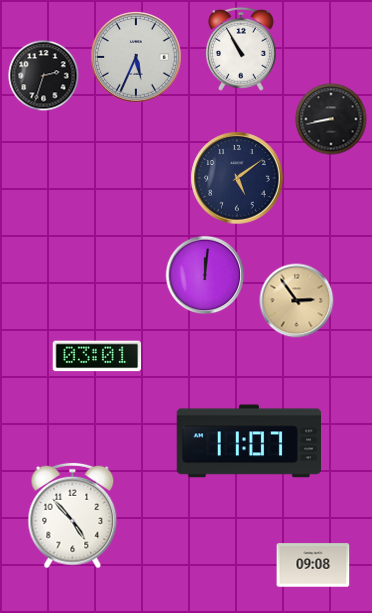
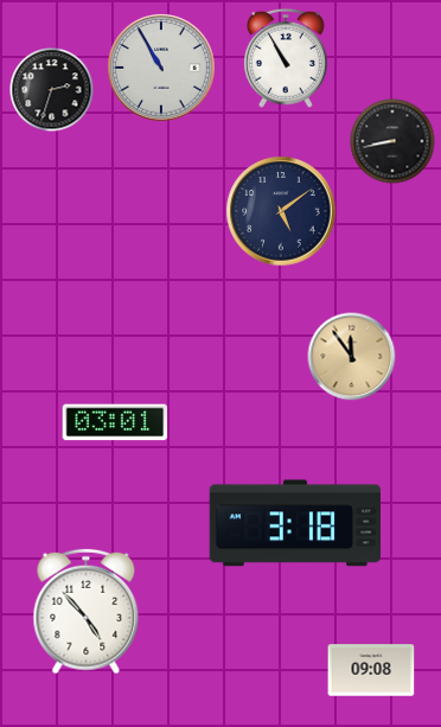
clock at (136, 57): 5:34 -> 10:55
clock at (205, 275): 12:01 -> none
clock at (297, 301): 2:54 -> 11:54
clock at (249, 441): 11:07 -> 3:18
